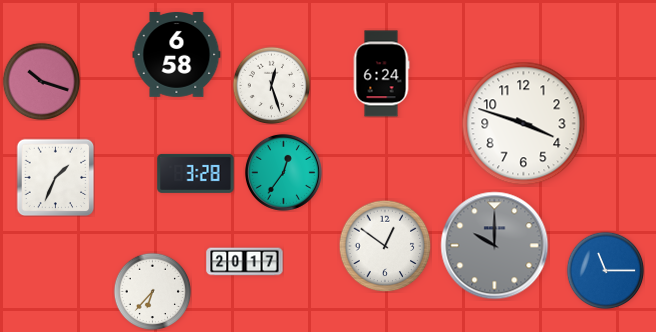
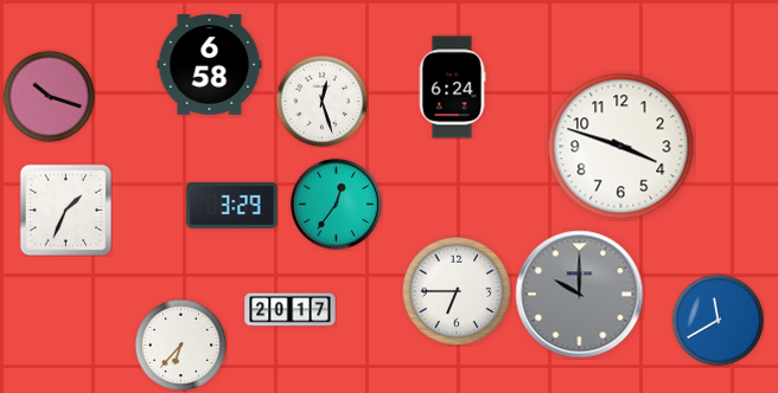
clock at (196, 173): 3:28 -> 3:29
clock at (385, 246): 12:51 -> 6:45
clock at (495, 246) position: (495, 246) -> (580, 295)
clock at (605, 270): 11:15 -> 11:40
